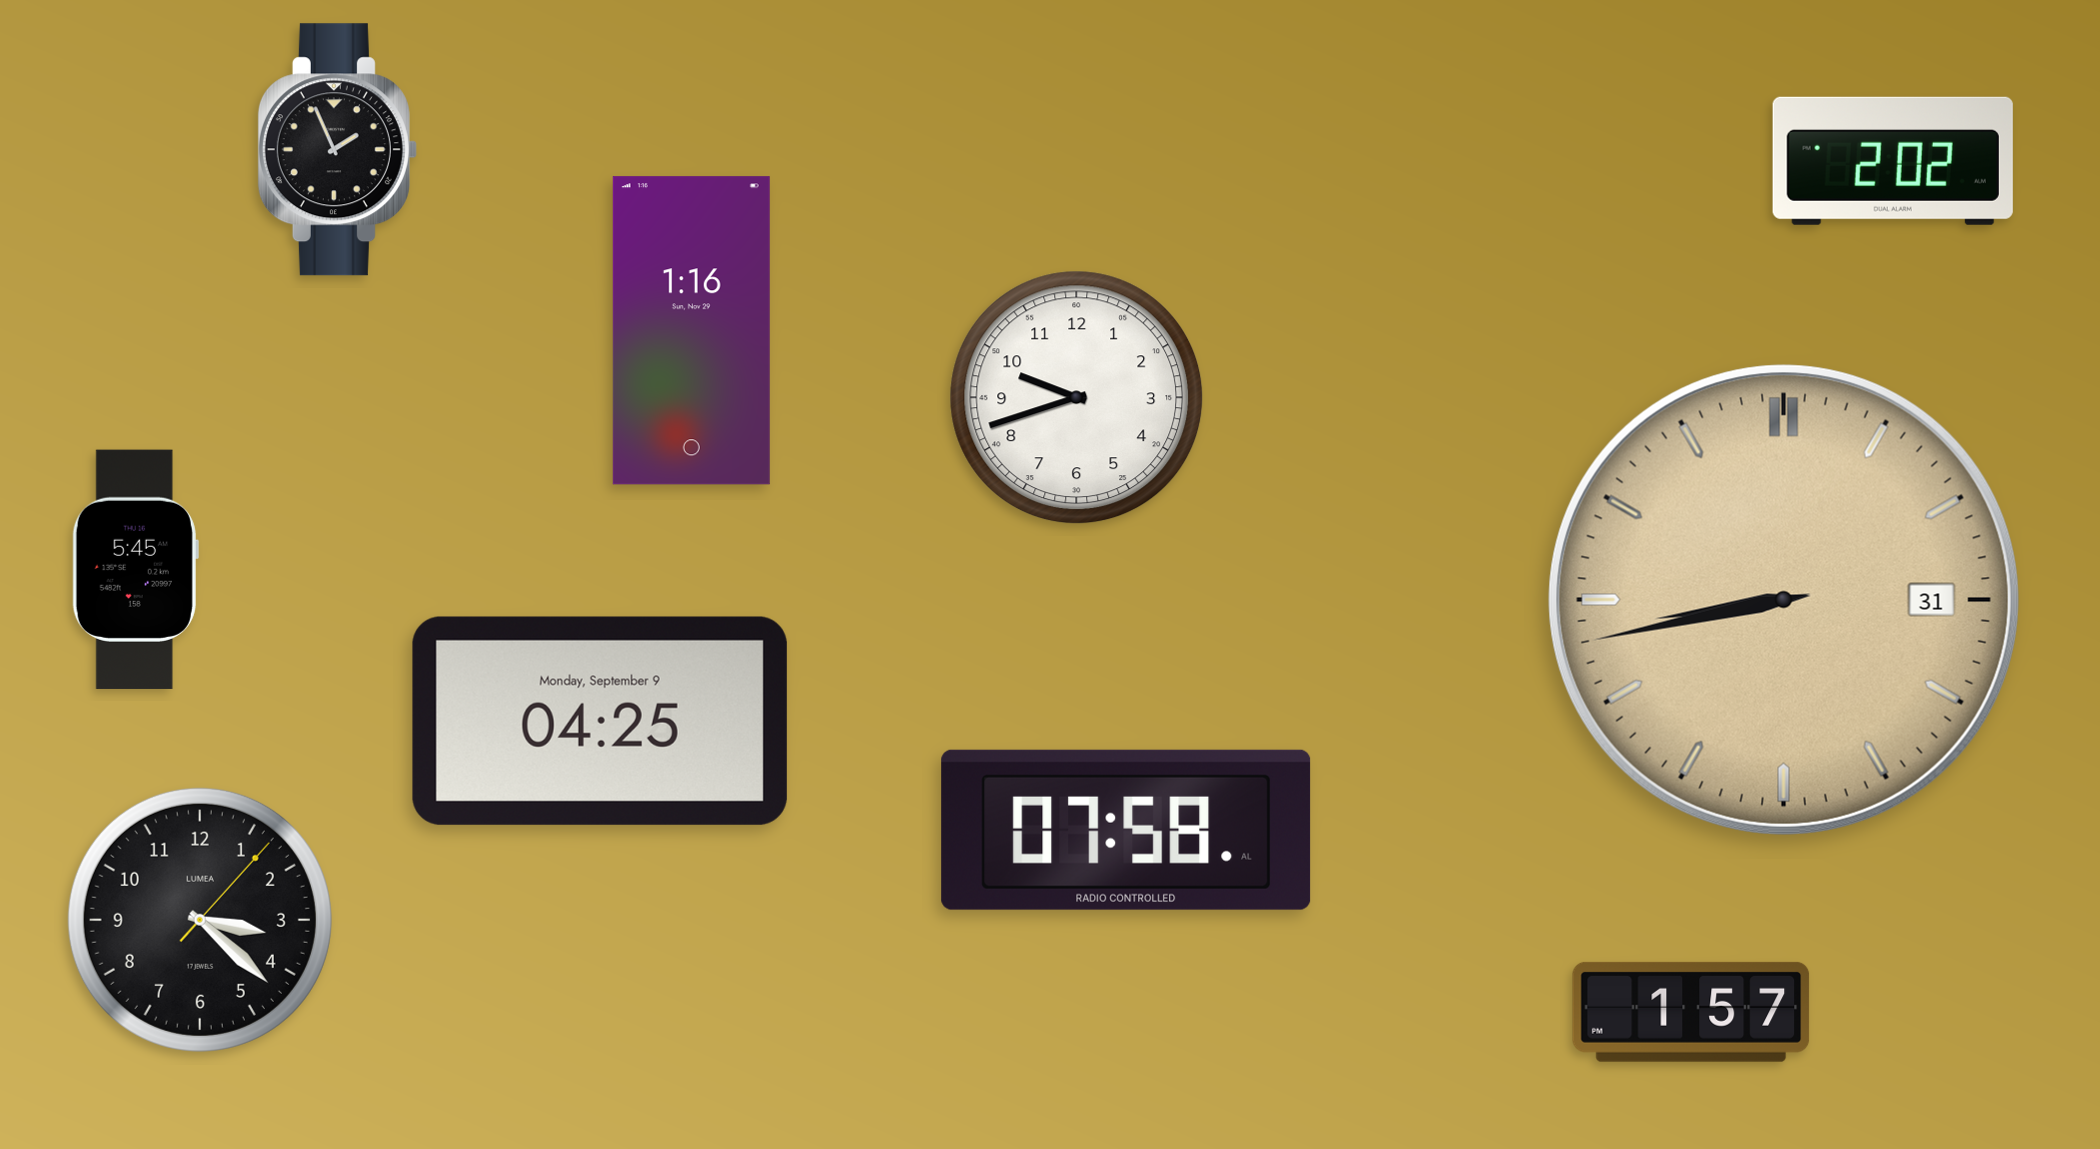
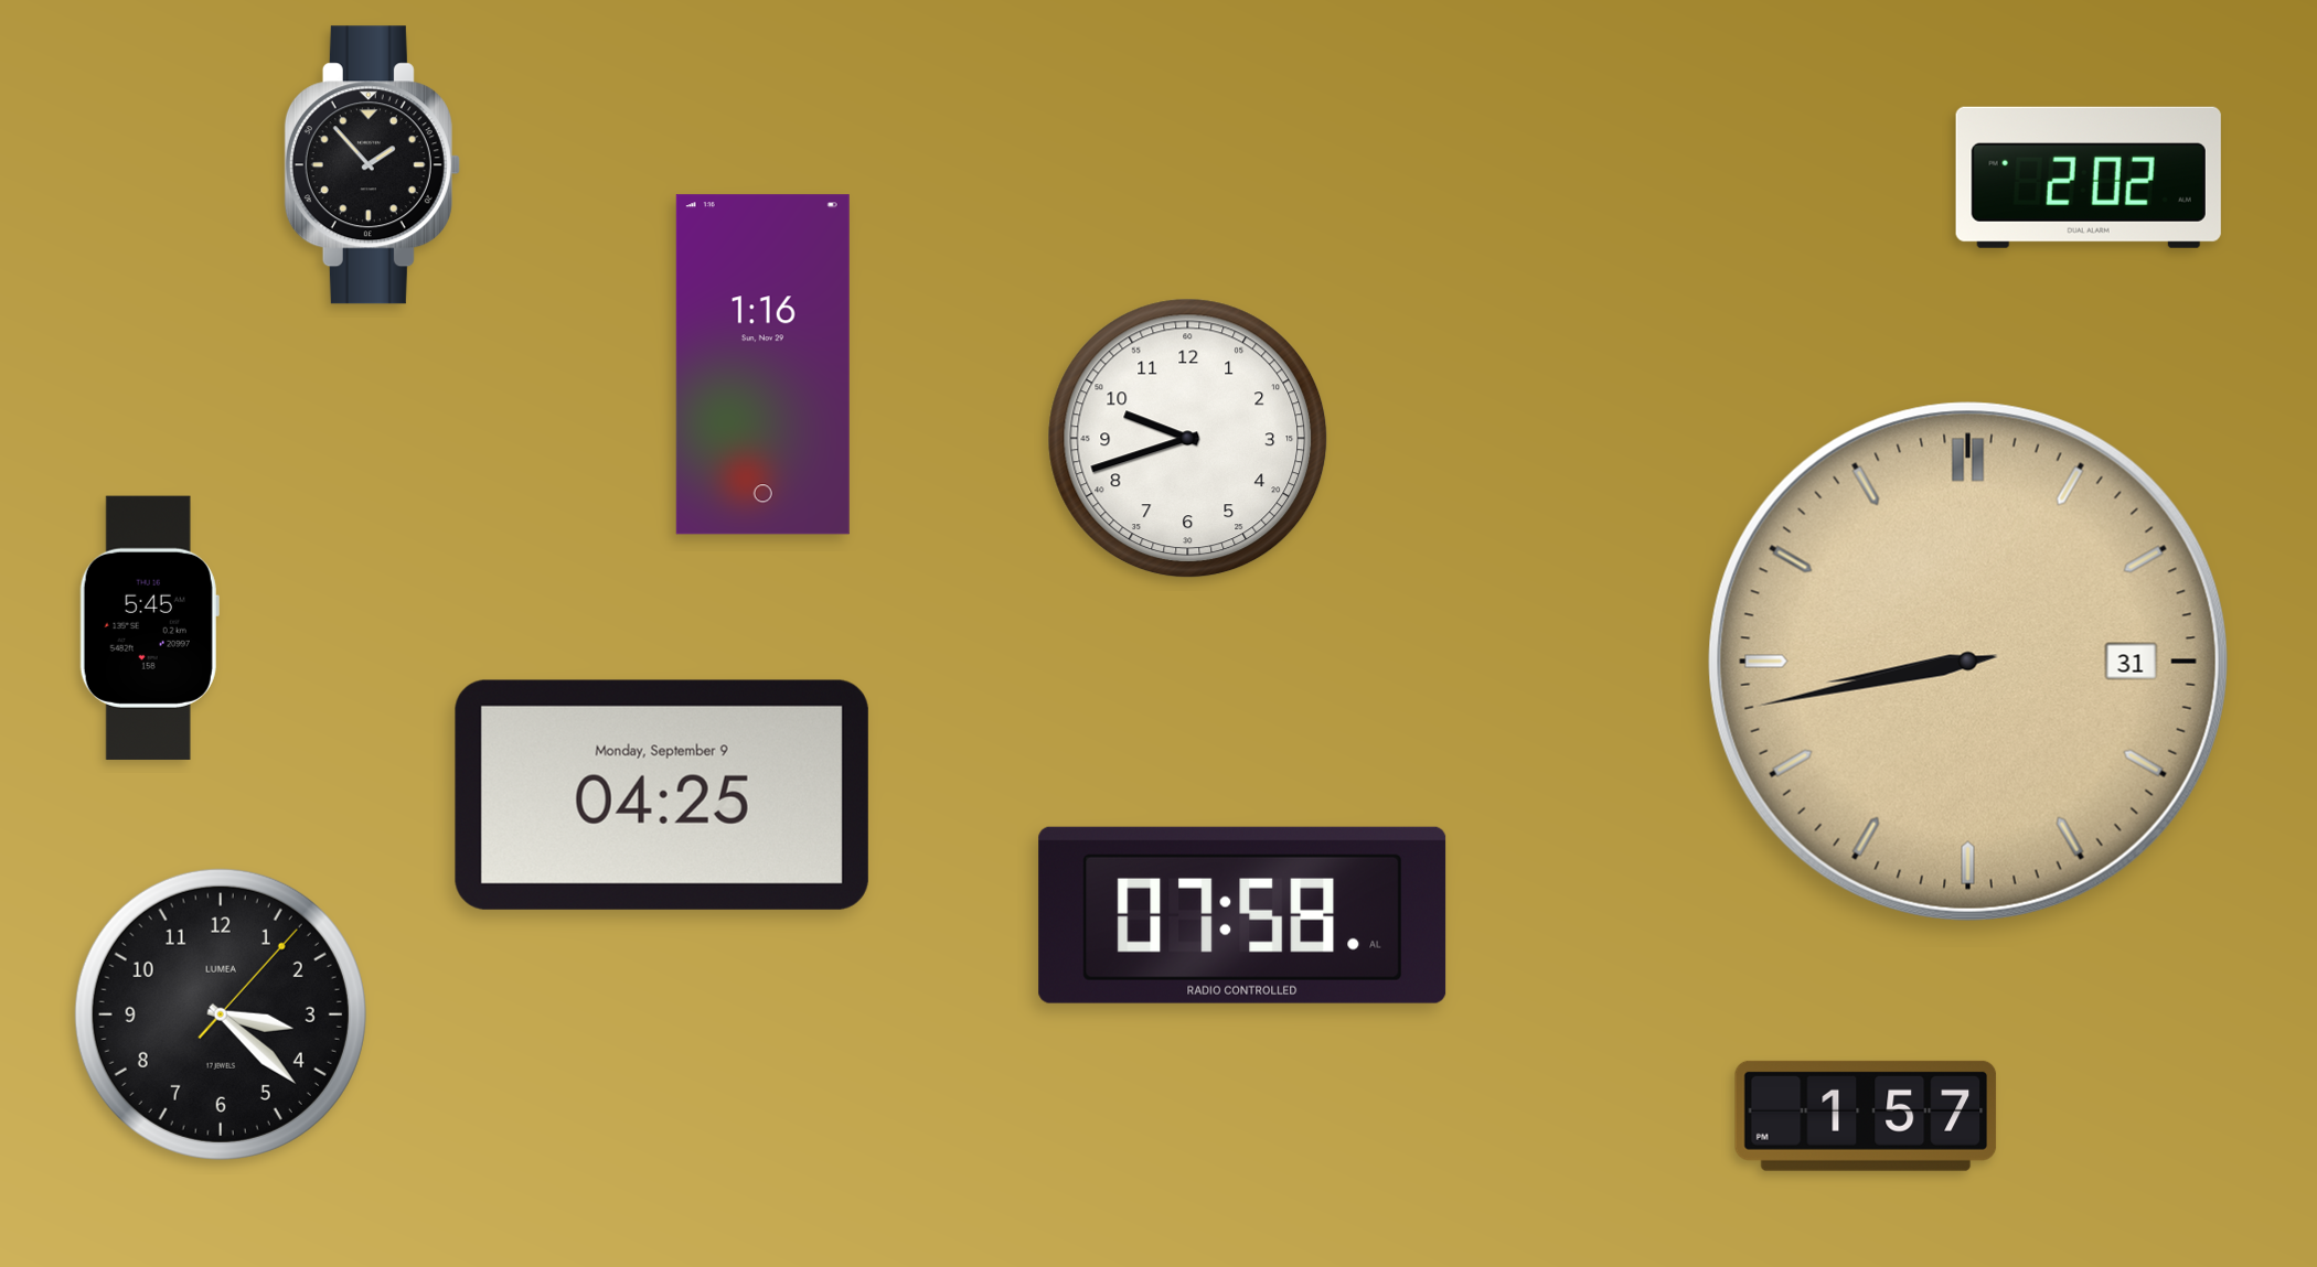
clock at (337, 150): 1:56 -> 1:53
